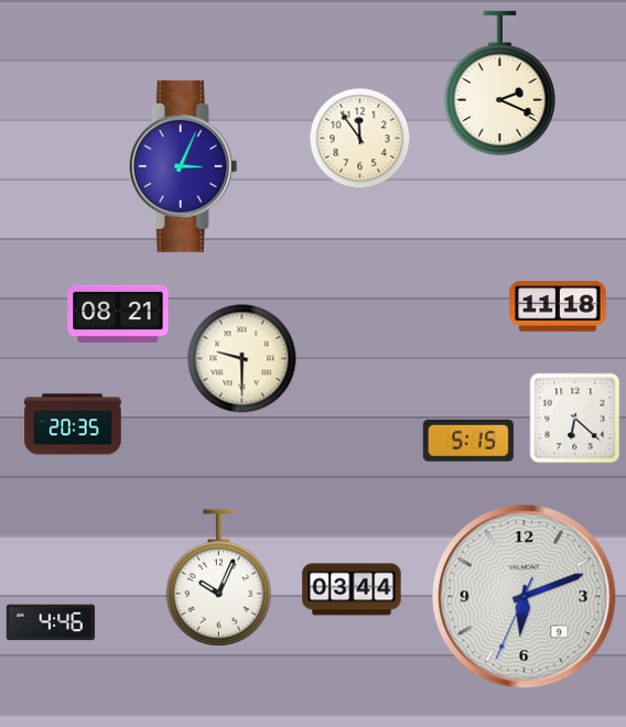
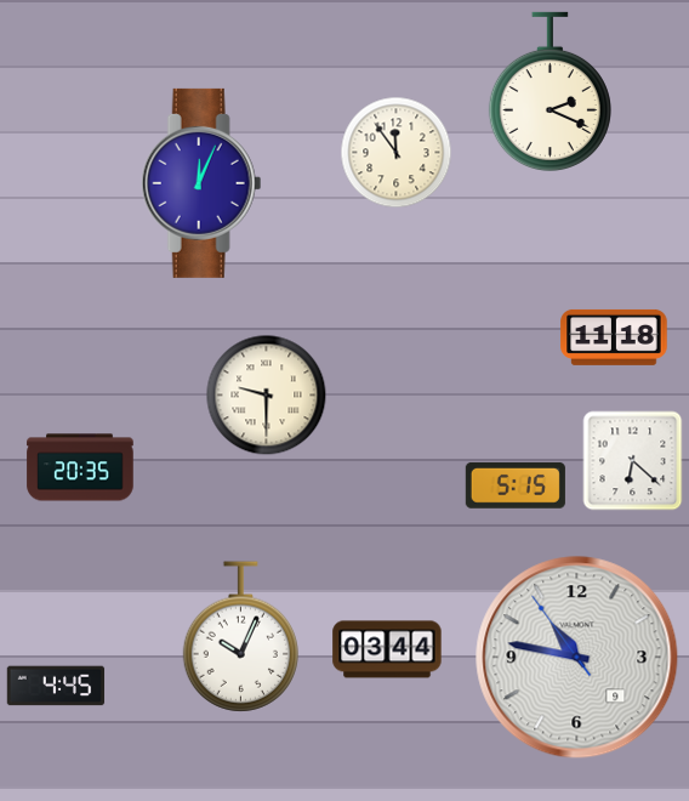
clock at (183, 166): 3:04 -> 12:04
clock at (118, 314): 08:21 -> none
clock at (525, 597): 6:11 -> 10:46
clock at (51, 622): 4:46 -> 4:45
